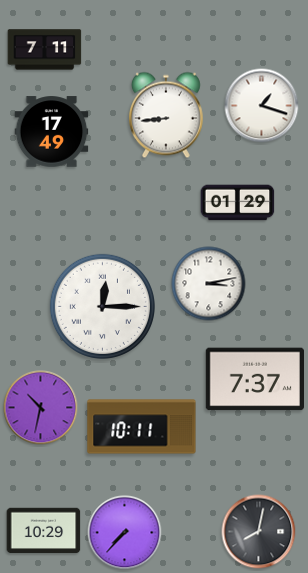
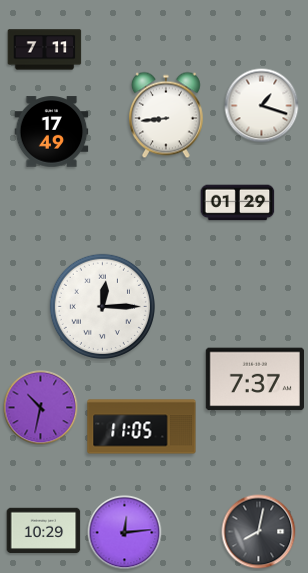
clock at (209, 284): 3:13 -> none
clock at (142, 427): 10:11 -> 11:05
clock at (125, 533): 7:37 -> 12:14
